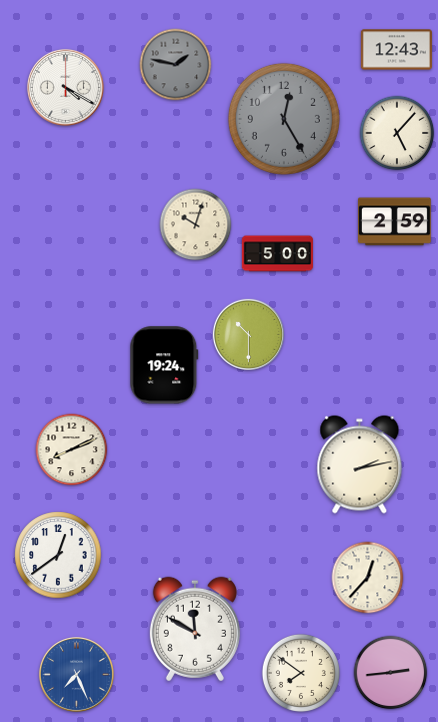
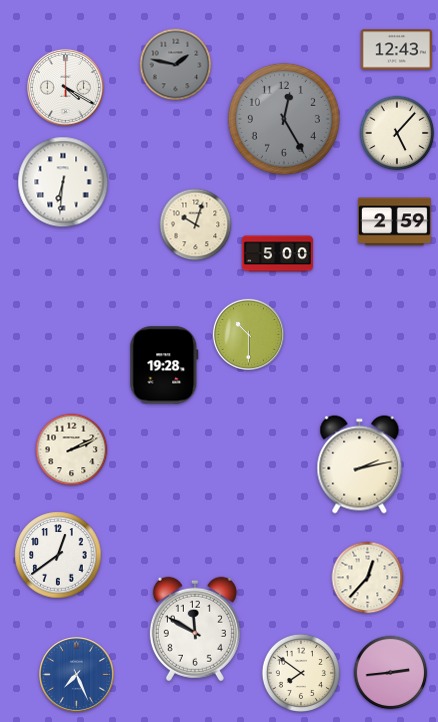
clock at (63, 182): none -> 6:31
clock at (164, 365): 19:24 -> 19:28
clock at (72, 450): 8:11 -> 2:11
